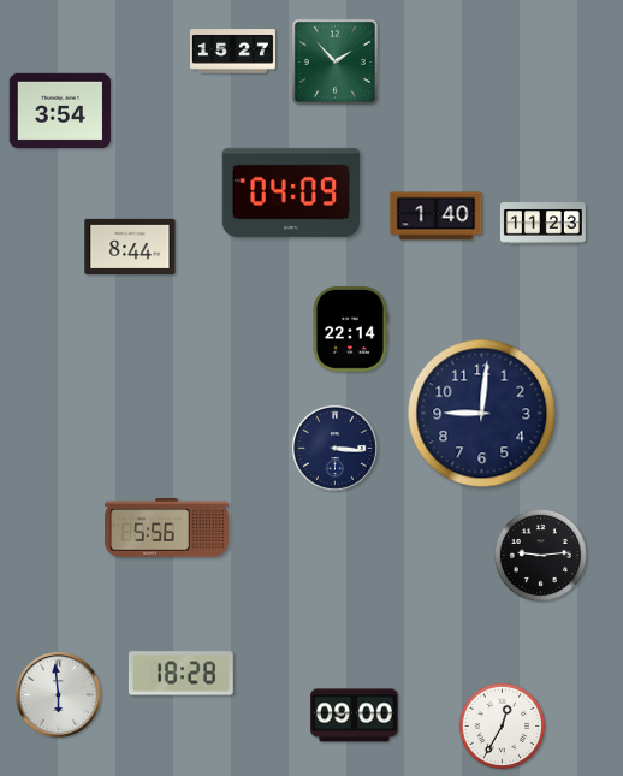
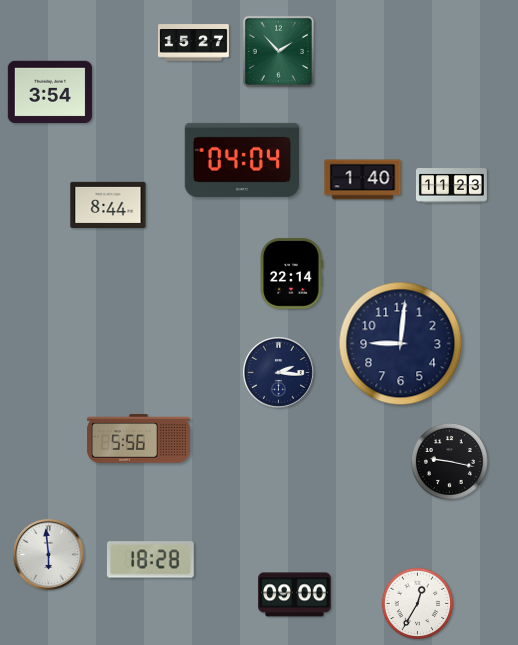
clock at (291, 192): 04:09 -> 04:04
clock at (334, 448): 3:16 -> 2:16
clock at (540, 555): 9:14 -> 9:17
clock at (58, 694) position: (58, 694) -> (48, 554)
